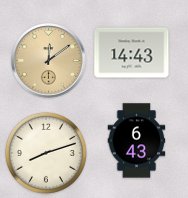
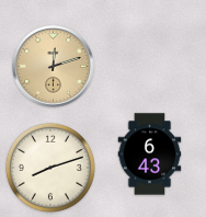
clock at (132, 53): 14:43 -> none
clock at (49, 61): 12:09 -> 12:12
